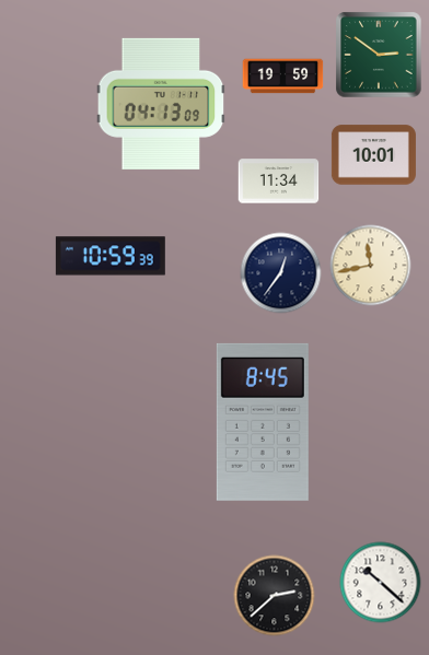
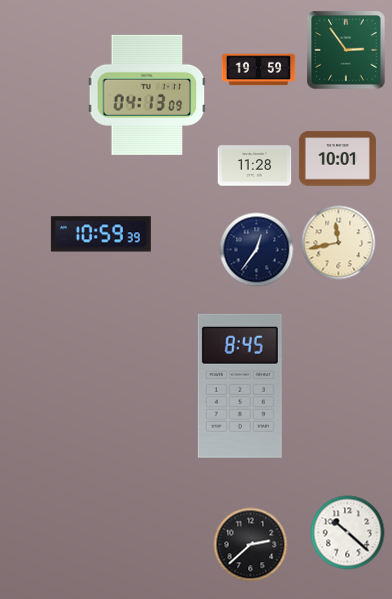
clock at (379, 55): 2:51 -> 2:54
clock at (373, 155) position: (373, 155) -> (337, 159)
clock at (279, 182): 11:34 -> 11:28
